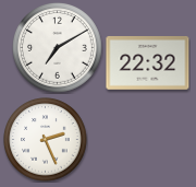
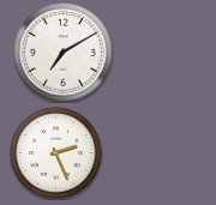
clock at (148, 63): 22:32 -> none
clock at (46, 140) position: (46, 140) -> (56, 153)
